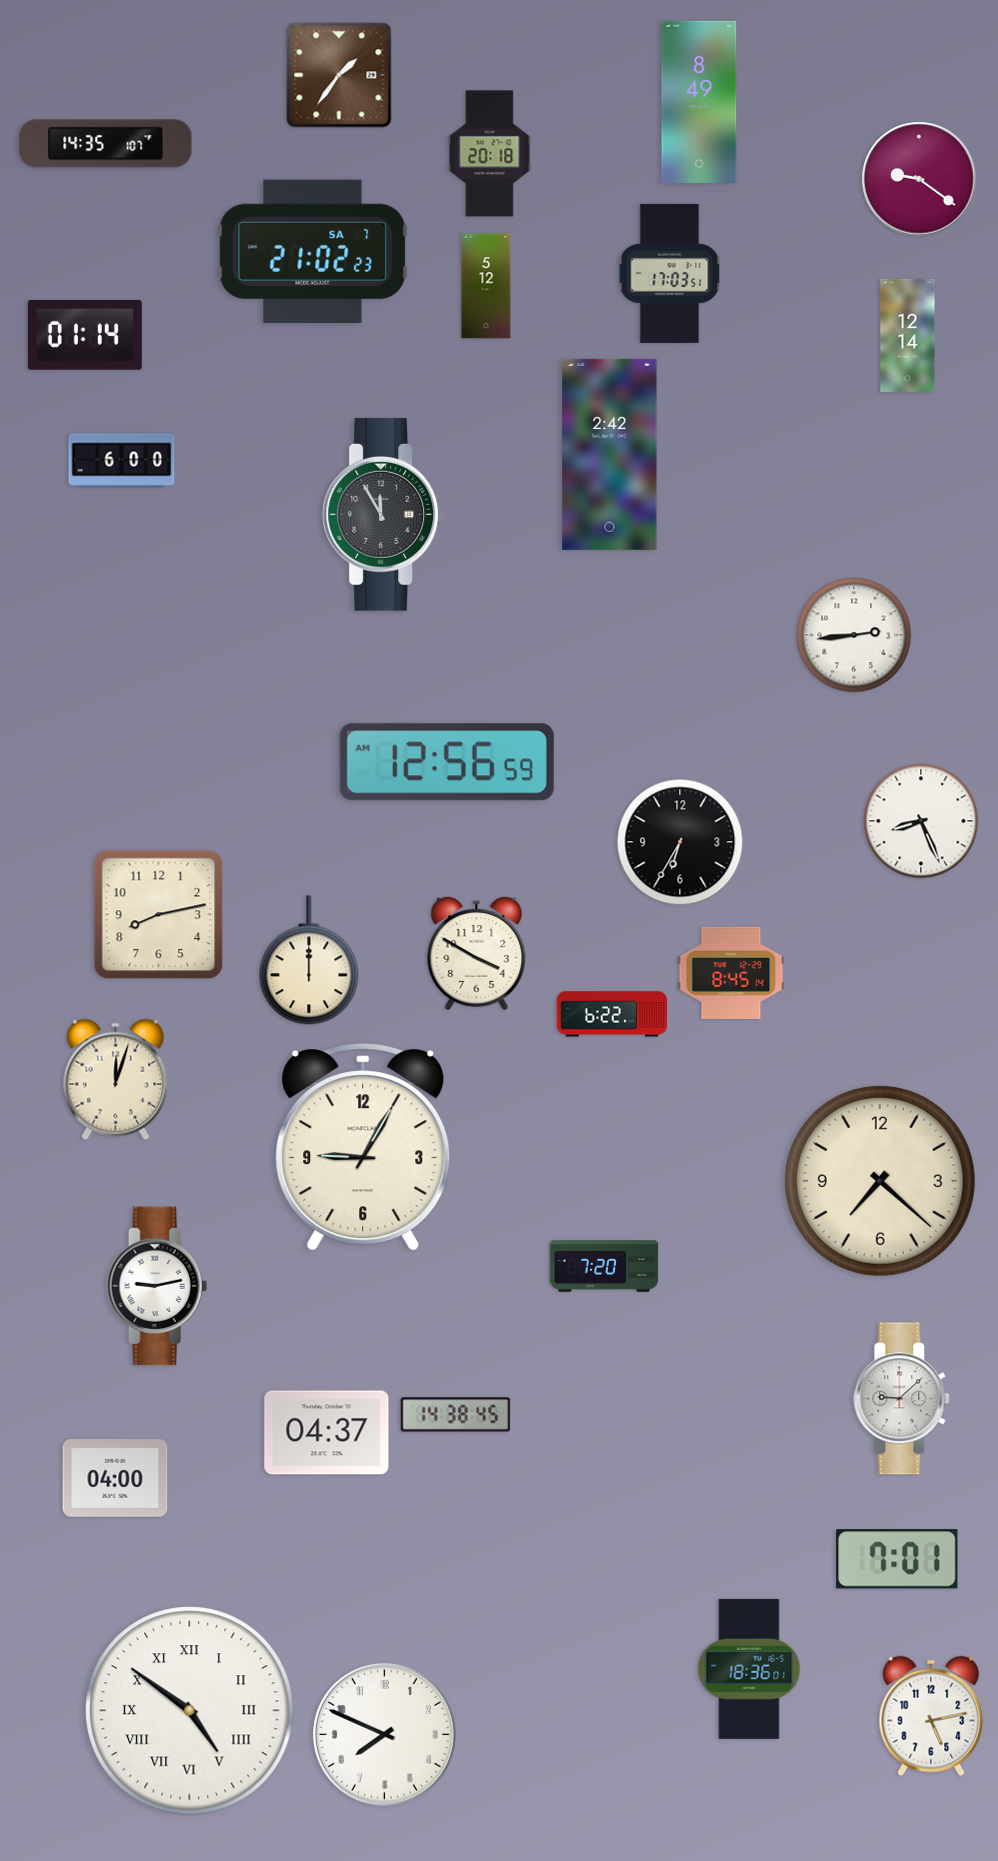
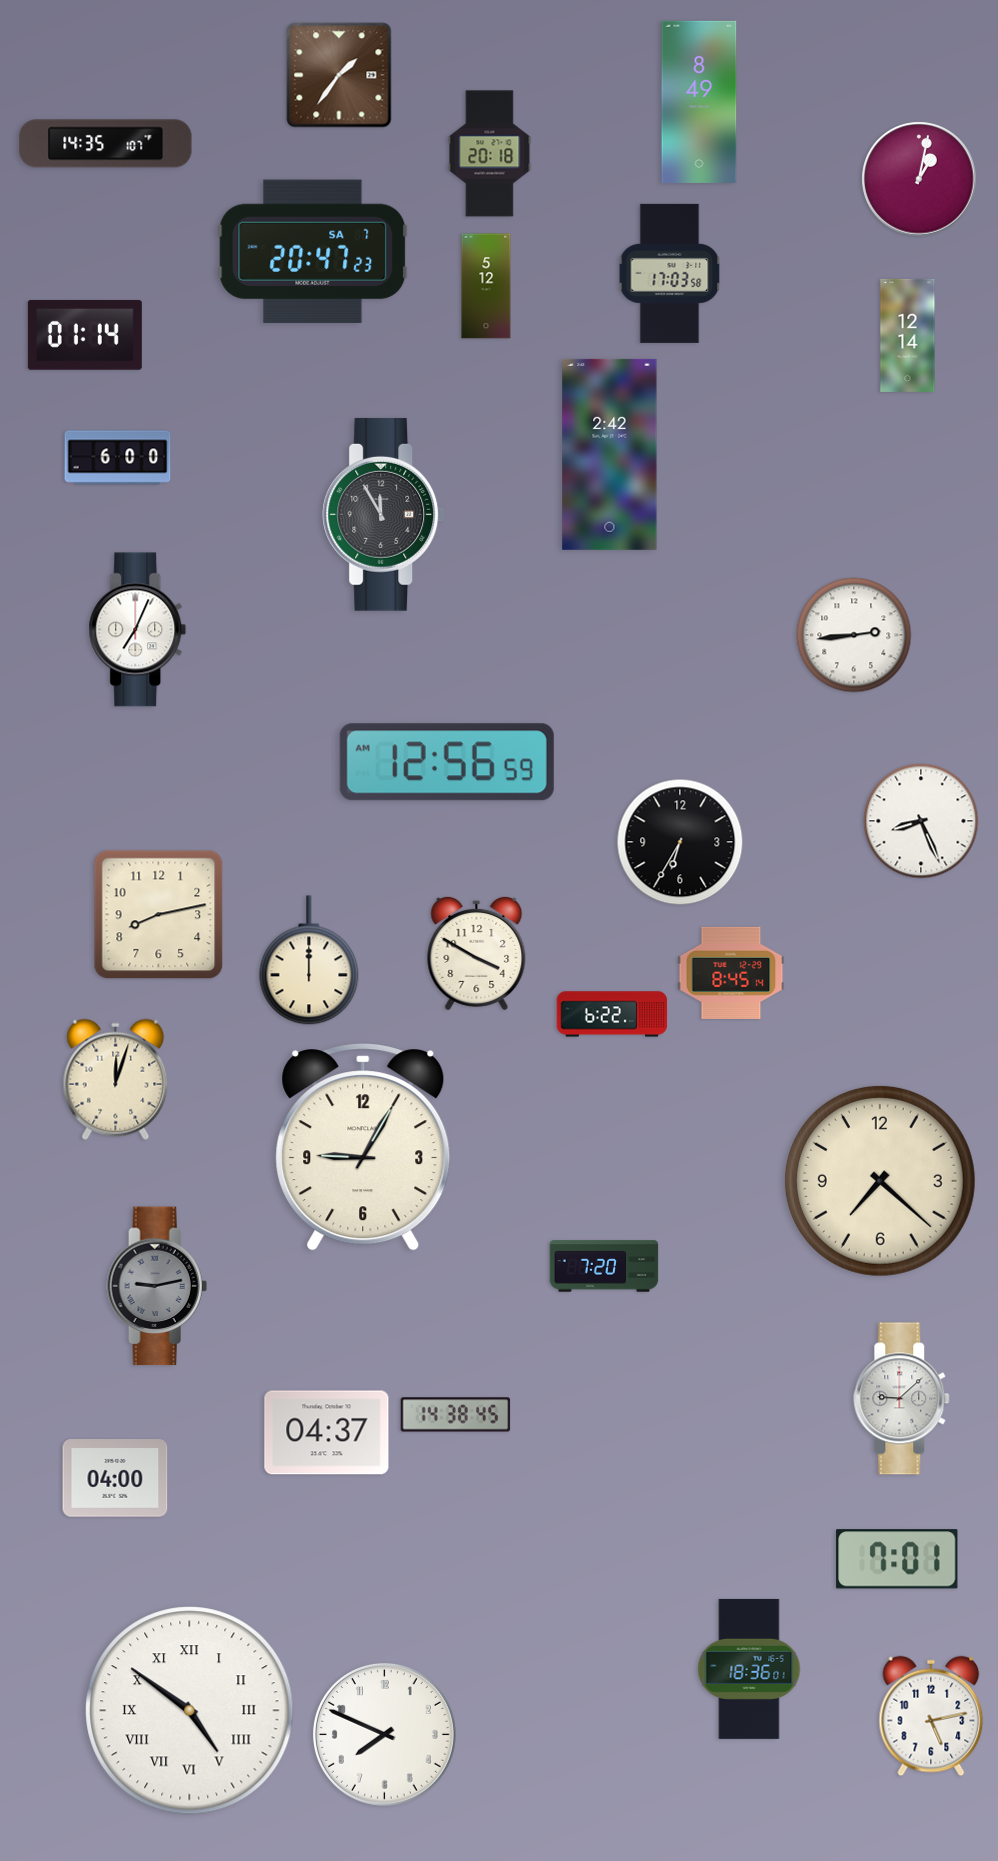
clock at (919, 179): 9:21 -> 1:02
clock at (313, 251): 21:02 -> 20:47
clock at (670, 273): 17:03:51 -> 17:03:58
clock at (122, 461) position: (122, 461) -> (118, 458)
clock at (138, 630): none -> 7:04
clock at (157, 1286) dial: white -> grey
